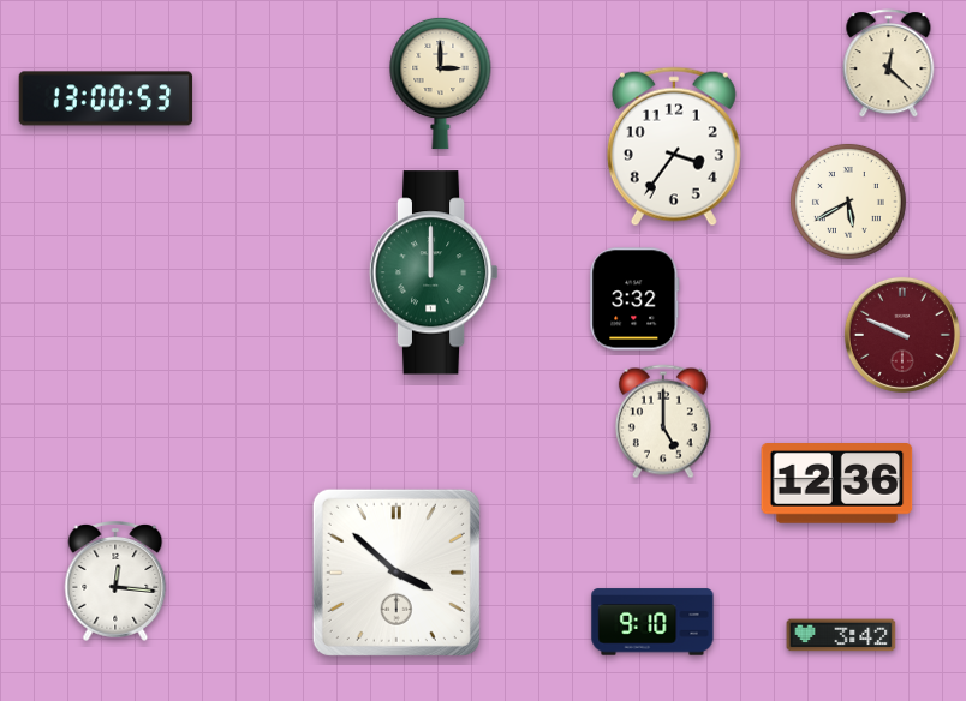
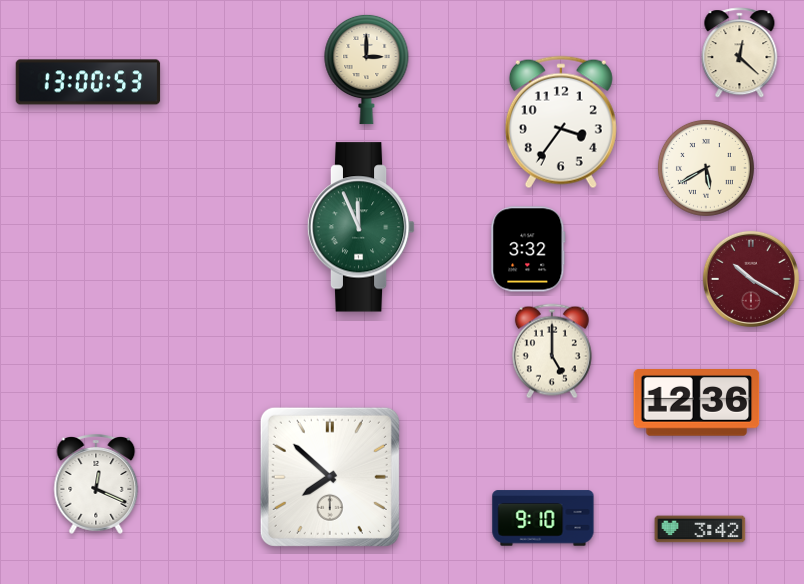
clock at (434, 272): 12:00 -> 11:56
clock at (902, 335): 9:49 -> 10:20
clock at (396, 573): 3:52 -> 7:52
clock at (115, 582): 12:16 -> 12:19
